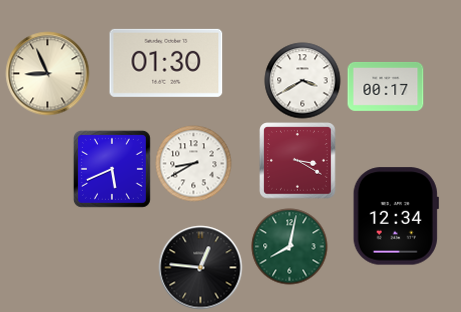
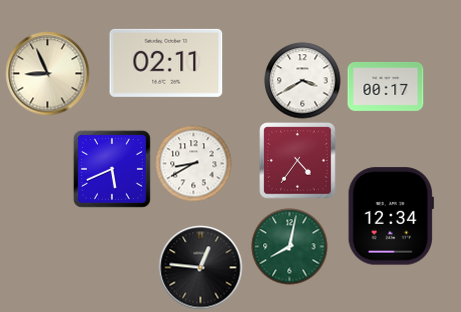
clock at (166, 63): 01:30 -> 02:11
clock at (298, 161): 3:20 -> 4:36
clock at (396, 216) position: (396, 216) -> (391, 216)
